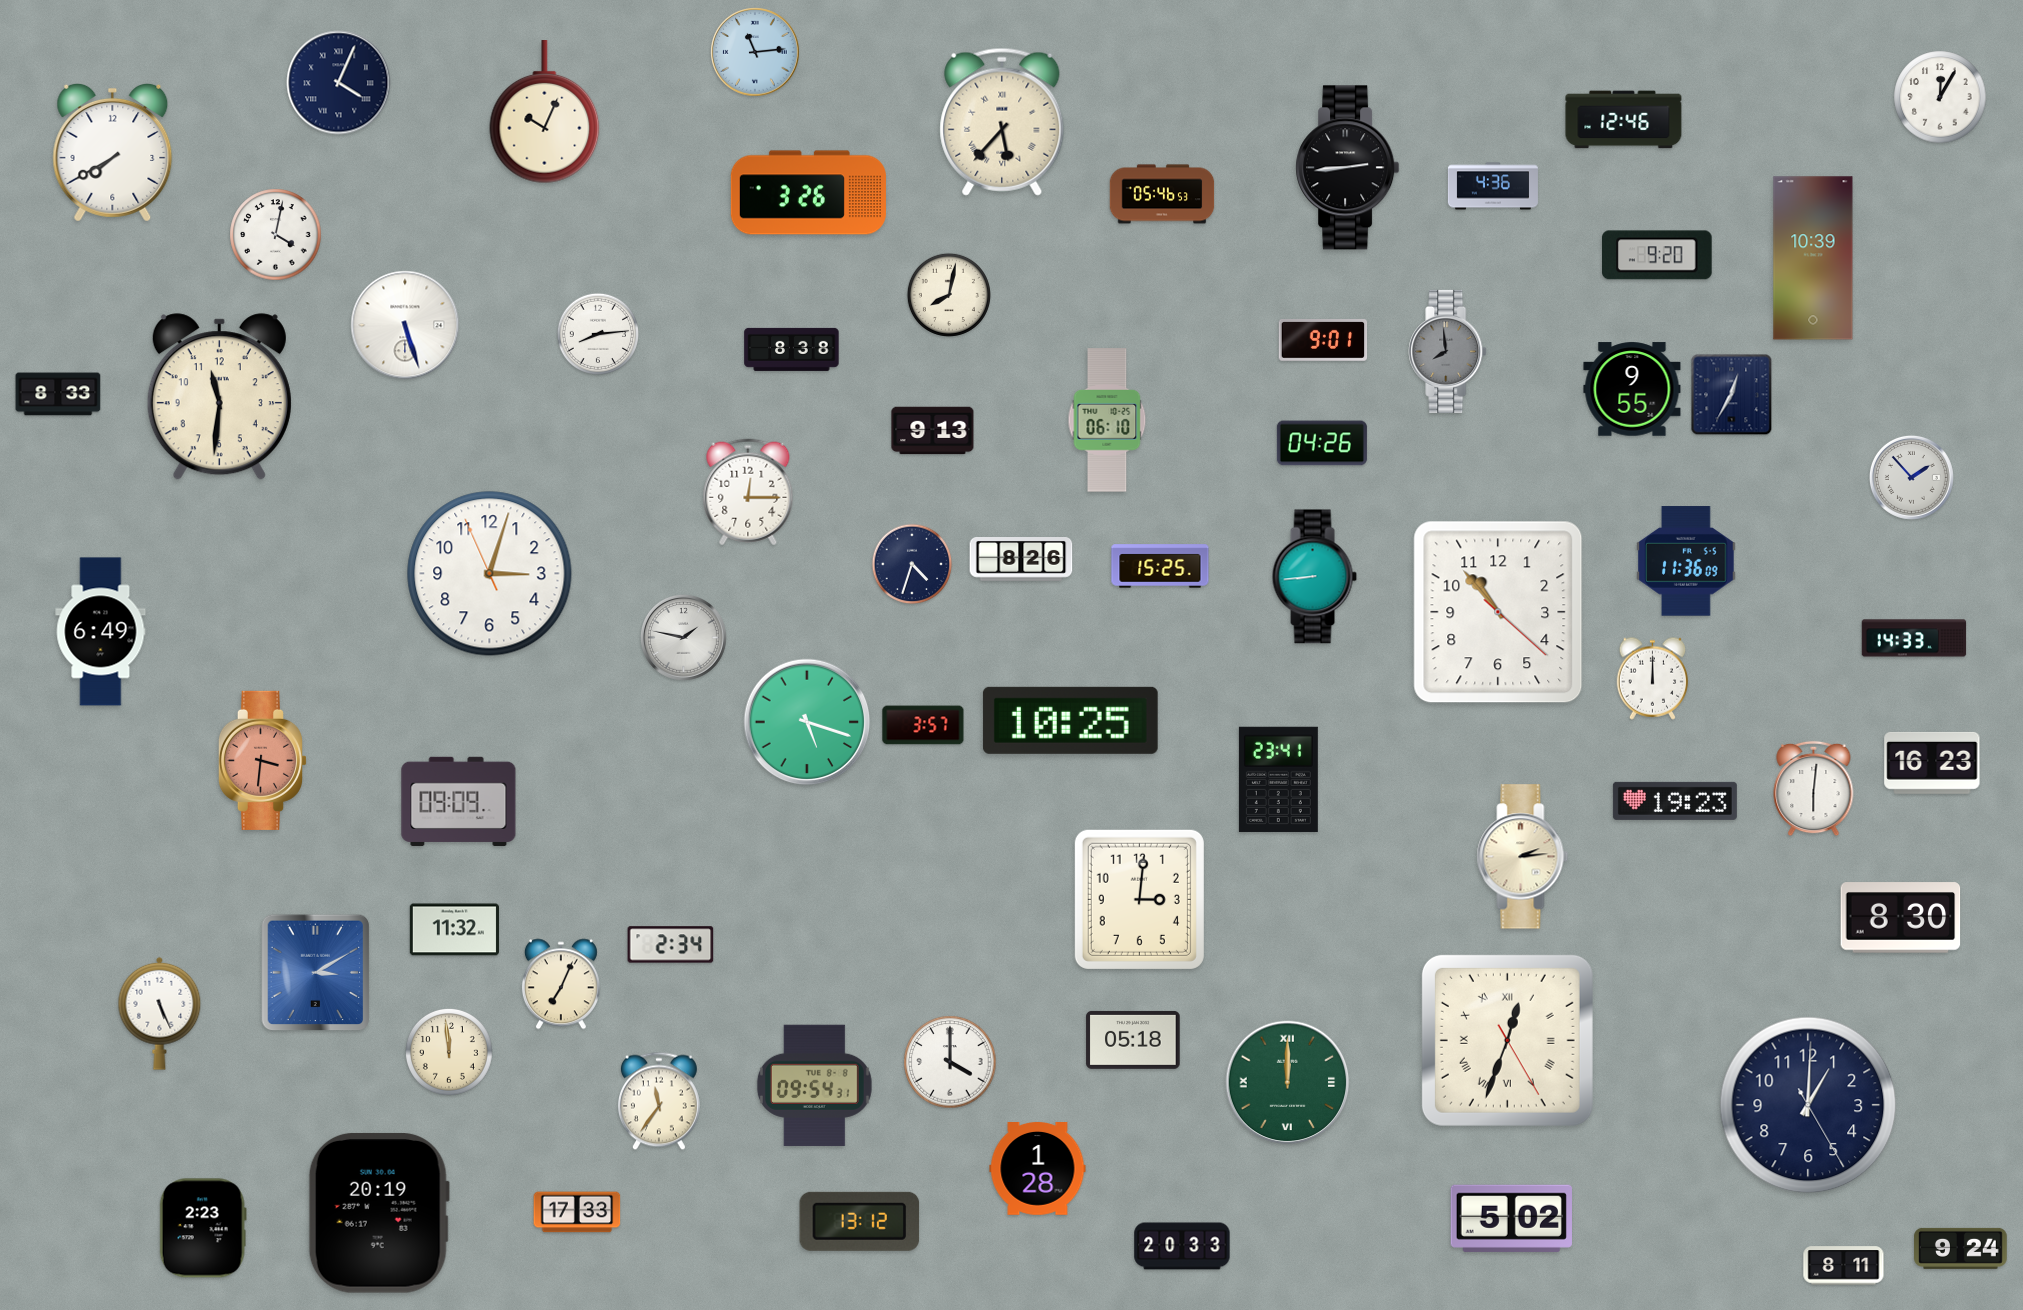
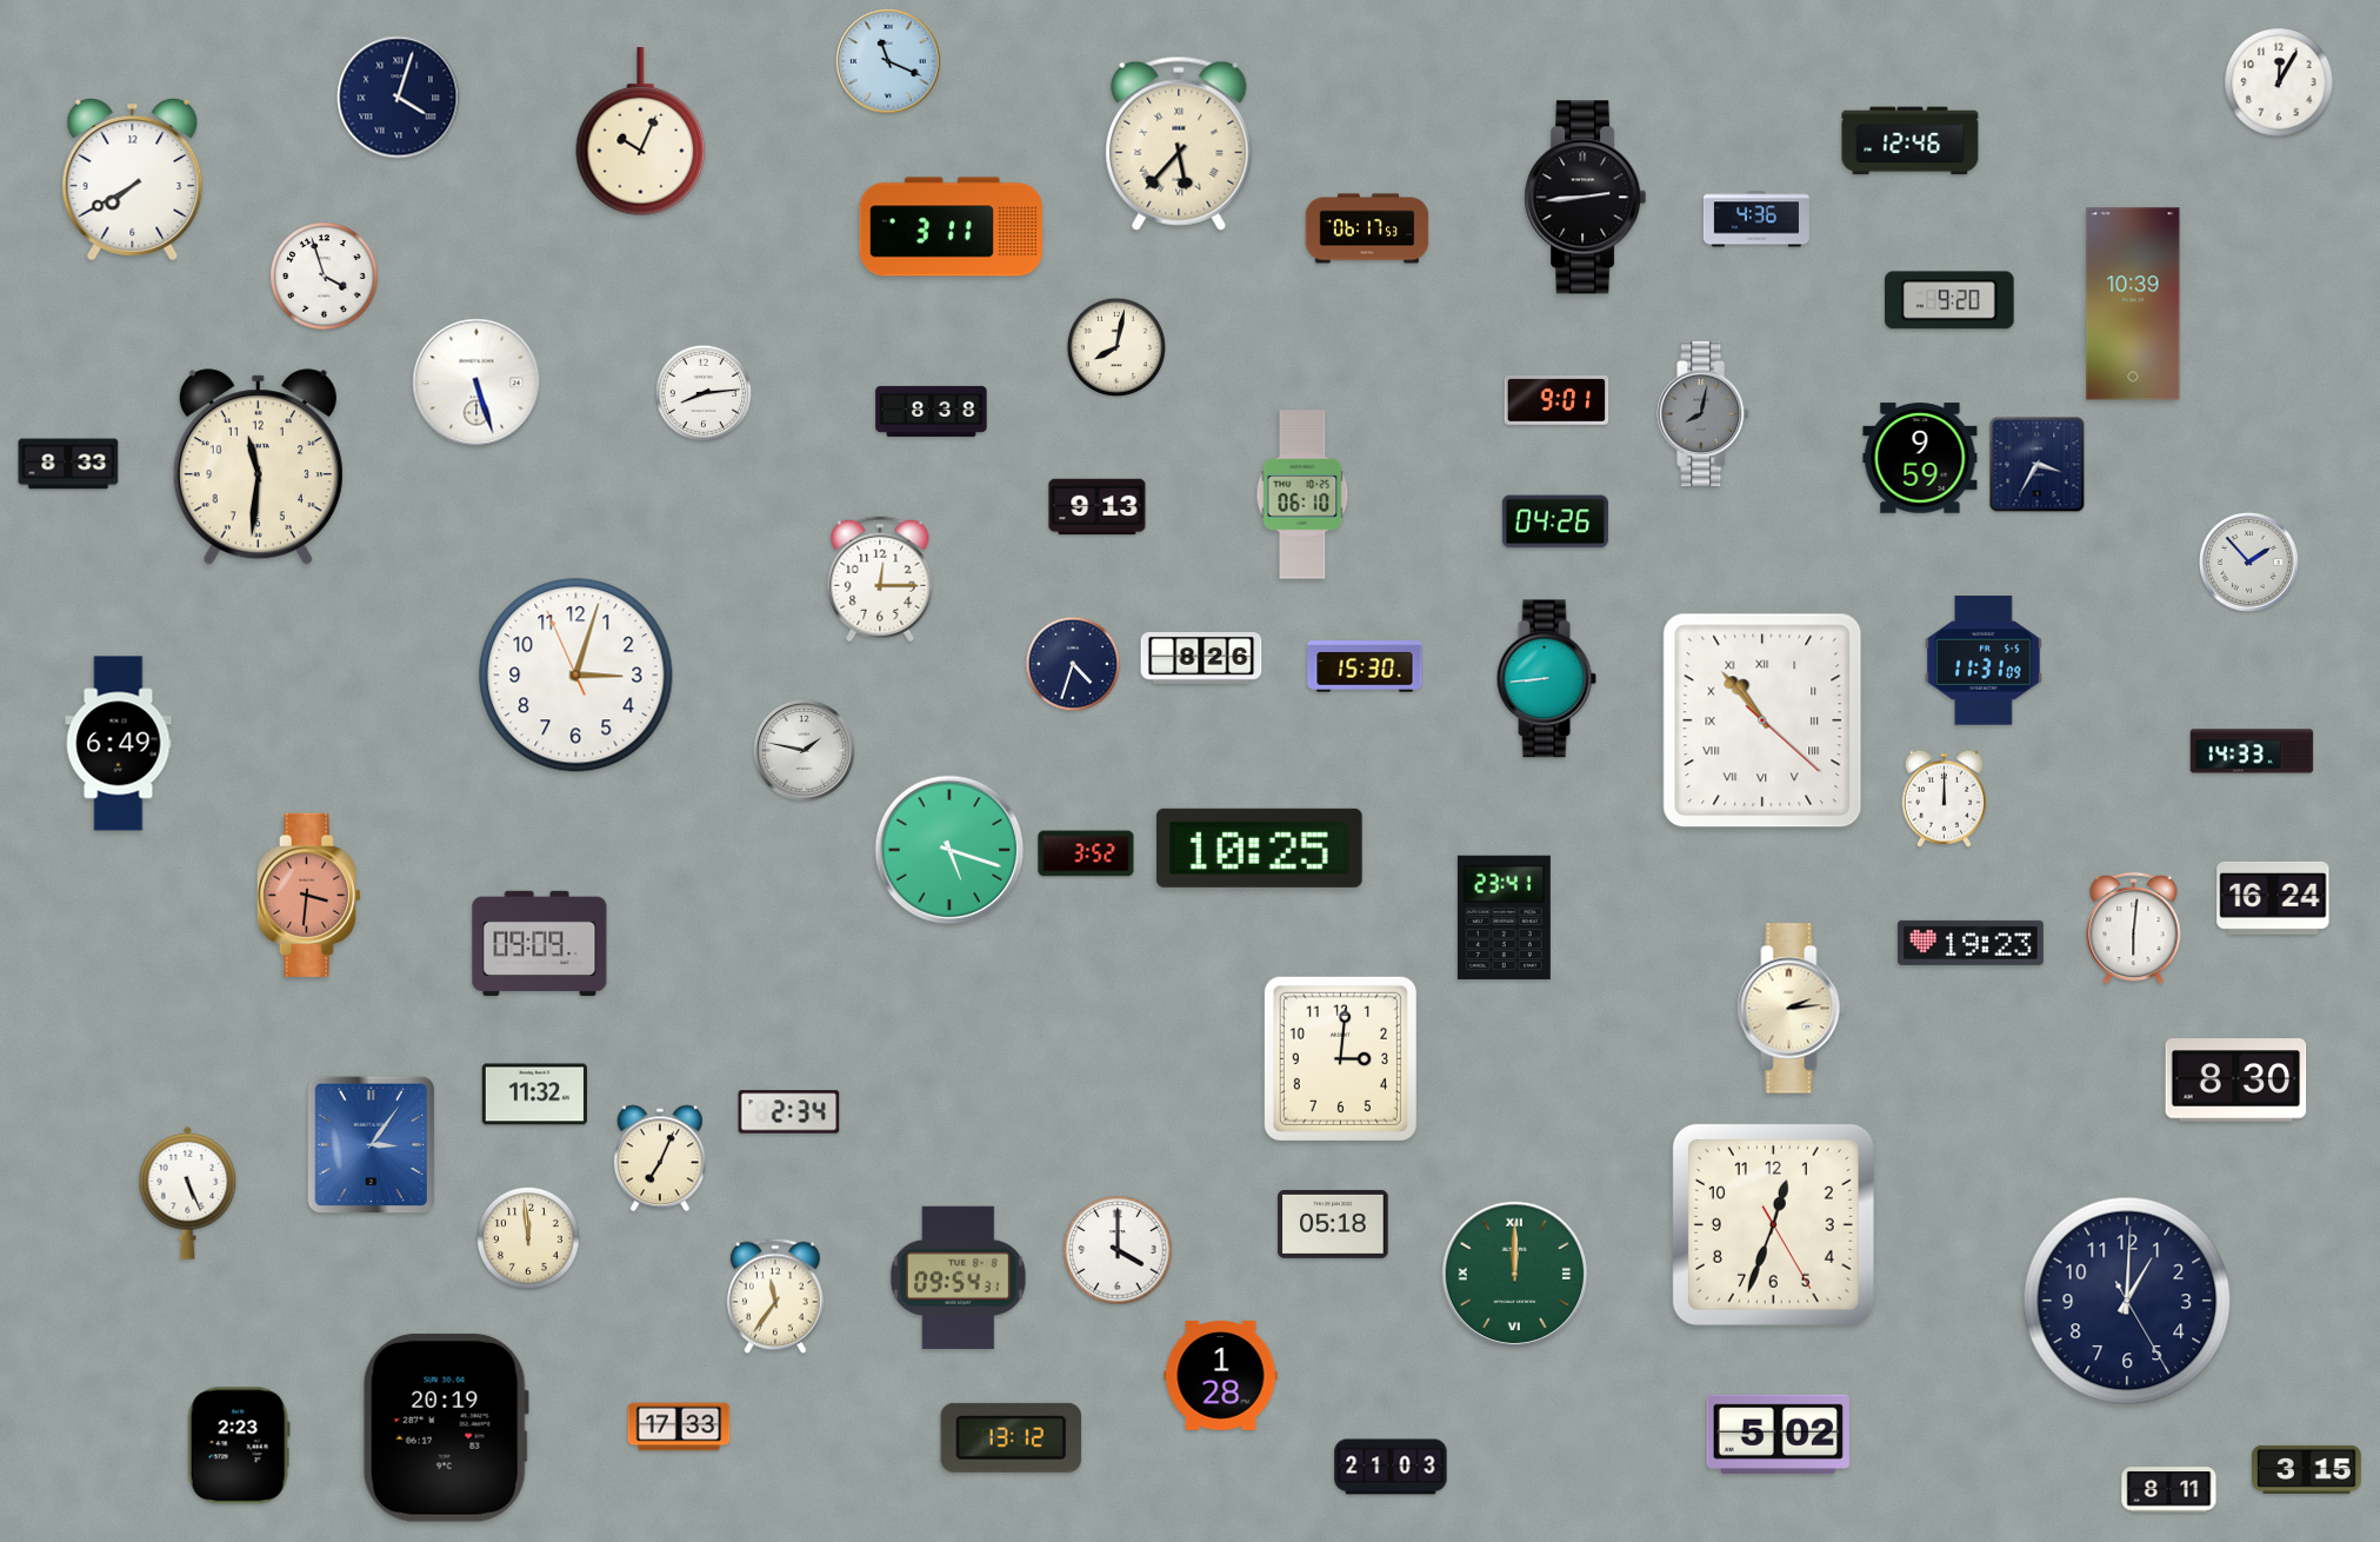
clock at (755, 52): 11:14 -> 11:19
clock at (339, 83): 4:04 -> 4:03
clock at (1940, 97) position: (1940, 97) -> (2279, 82)
clock at (808, 193): 3:26 -> 3:11
clock at (1162, 194): 05:46 -> 06:17
clock at (276, 235): 4:02 -> 3:57
clock at (1448, 351): 7:59 -> 8:02
clock at (1632, 389): 9:55 -> 9:59
clock at (1732, 395): 12:35 -> 3:35
clock at (1686, 561): 11:36 -> 11:31
clock at (1160, 566): 15:25 -> 15:30
clock at (1498, 612) numerals: Arabic -> Roman
clock at (923, 725): 3:57 -> 3:52
clock at (1932, 763): 16:23 -> 16:24
clock at (316, 973): 3:10 -> 3:06
clock at (1507, 1040) numerals: Roman -> Arabic
clock at (1182, 1246): 20:33 -> 21:03
clock at (1961, 1248): 9:24 -> 3:15
